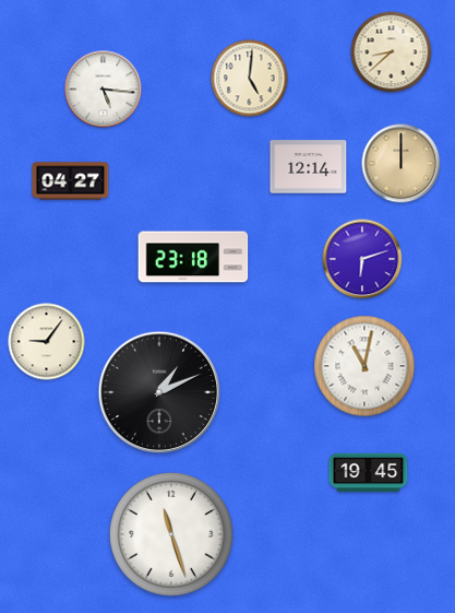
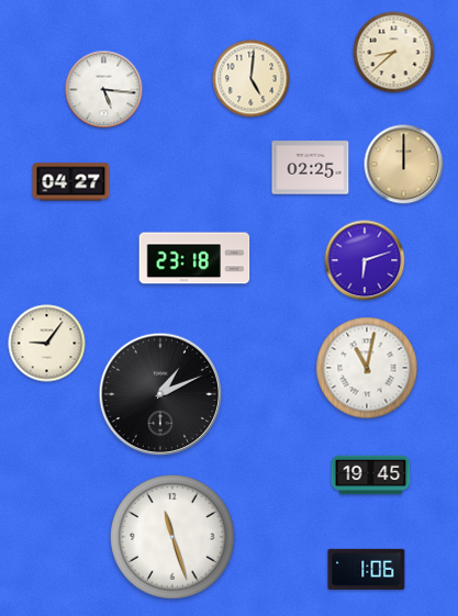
clock at (309, 167): 12:14 -> 02:25
clock at (367, 569): none -> 1:06
